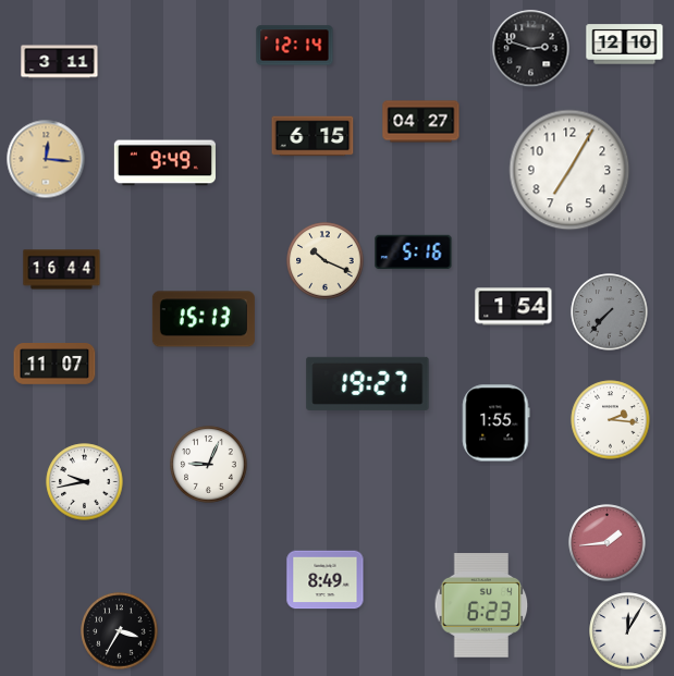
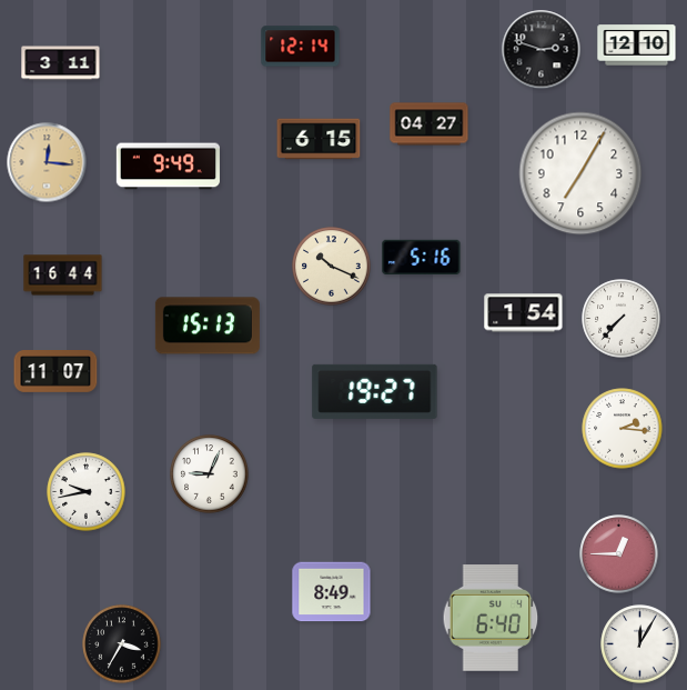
clock at (610, 312) dial: grey -> white
clock at (497, 423): 1:55 -> none
clock at (209, 465) position: (209, 465) -> (210, 474)
clock at (608, 543): 1:44 -> 12:45
clock at (481, 606): 6:23 -> 6:40
